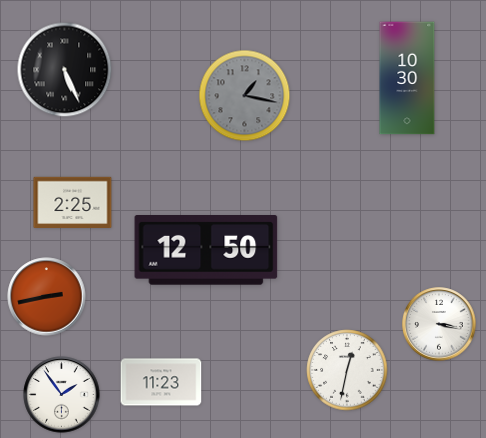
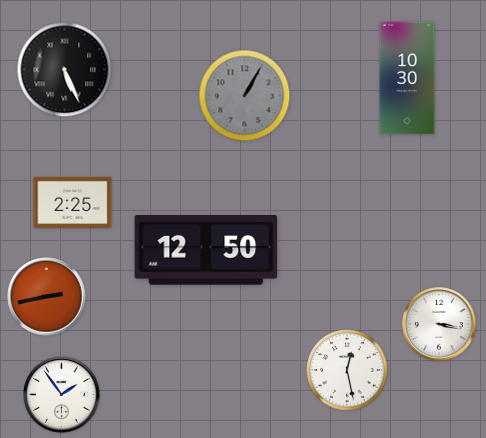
clock at (245, 96): 1:17 -> 1:05
clock at (347, 370): 12:32 -> 12:28
clock at (161, 382): 11:23 -> none
